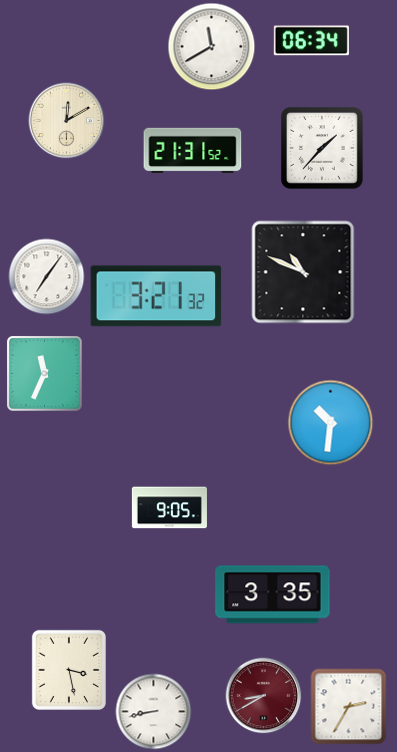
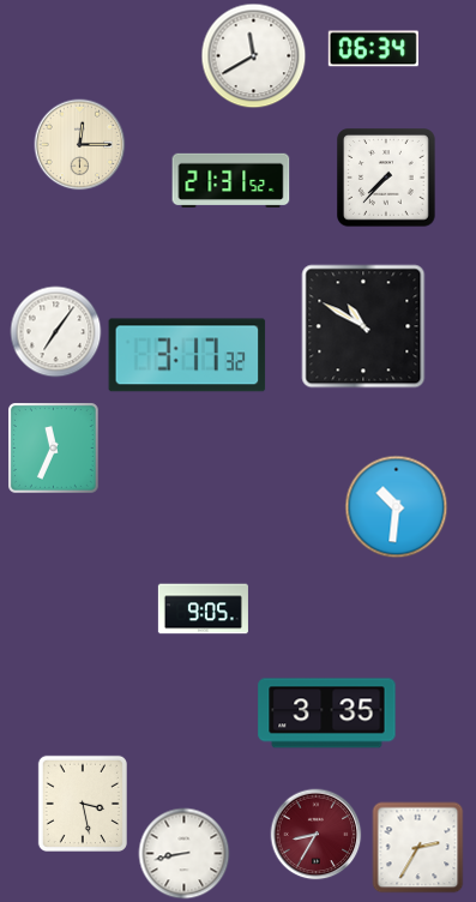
clock at (67, 121): 12:10 -> 12:15
clock at (323, 149): 1:37 -> 7:37
clock at (303, 272): 10:49 -> 10:50
clock at (156, 296): 3:21 -> 3:17
clock at (264, 696): 8:40 -> 8:35
